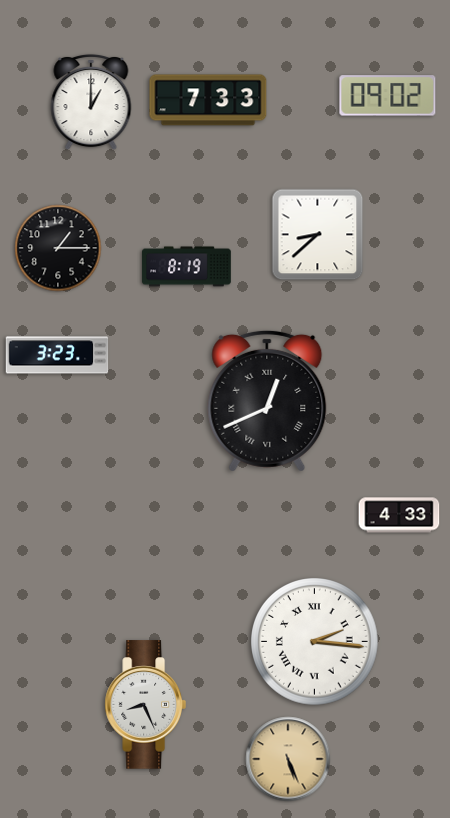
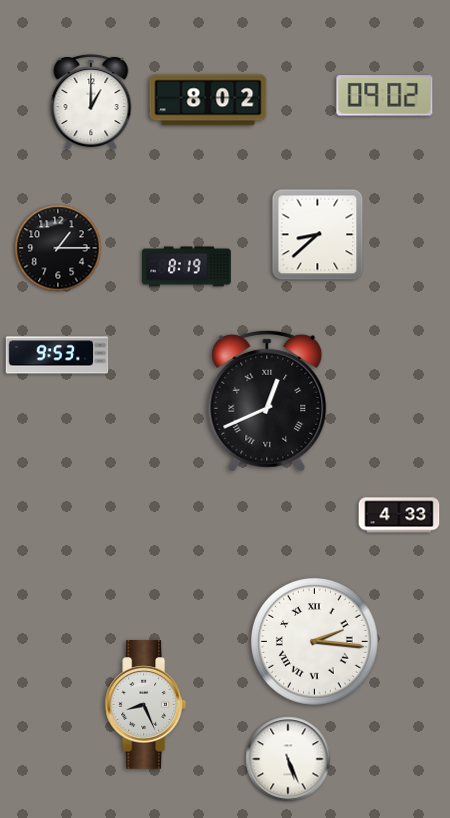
clock at (388, 96) position: (388, 96) -> (385, 96)
clock at (208, 100): 7:33 -> 8:02
clock at (57, 355): 3:23 -> 9:53
clock at (288, 759) dial: champagne -> white
